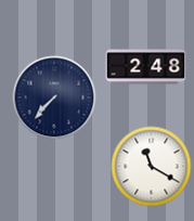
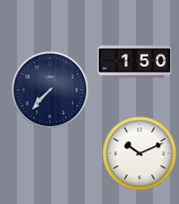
clock at (146, 67): 2:48 -> 1:50
clock at (152, 167): 11:20 -> 10:11
